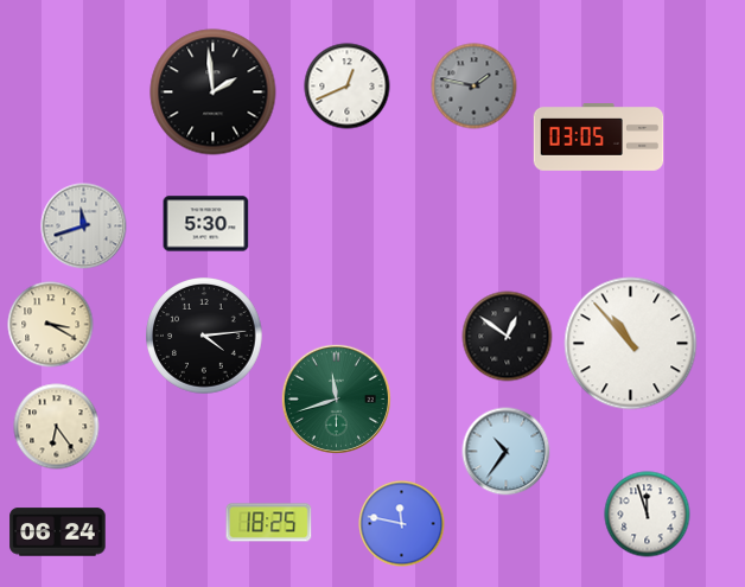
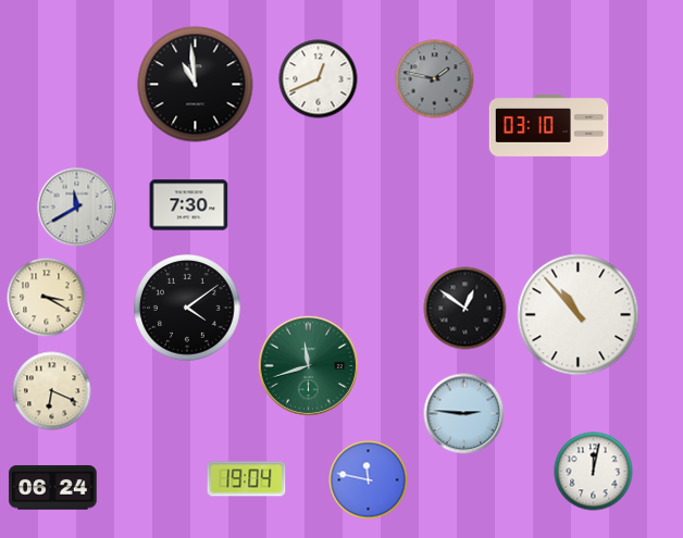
clock at (214, 92): 1:59 -> 10:59
clock at (599, 138): 03:05 -> 03:10
clock at (206, 224): 5:30 -> 7:30
clock at (84, 226): 11:42 -> 11:40
clock at (204, 336): 4:14 -> 4:09
clock at (57, 427): 6:24 -> 6:19
clock at (507, 452): 10:36 -> 2:46
clock at (648, 515): 11:57 -> 12:02
clock at (269, 523): 18:25 -> 19:04
